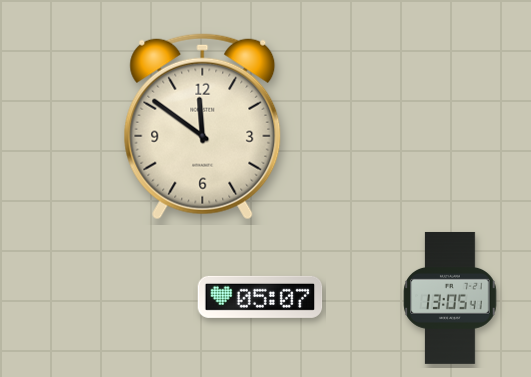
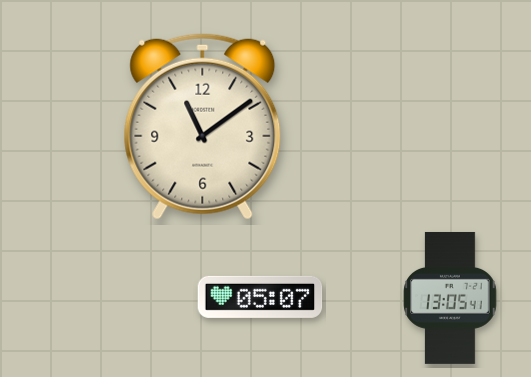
clock at (203, 126): 11:51 -> 11:09
